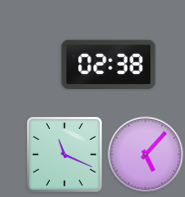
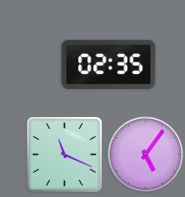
clock at (109, 64): 02:38 -> 02:35
clock at (146, 155): 5:07 -> 5:06
